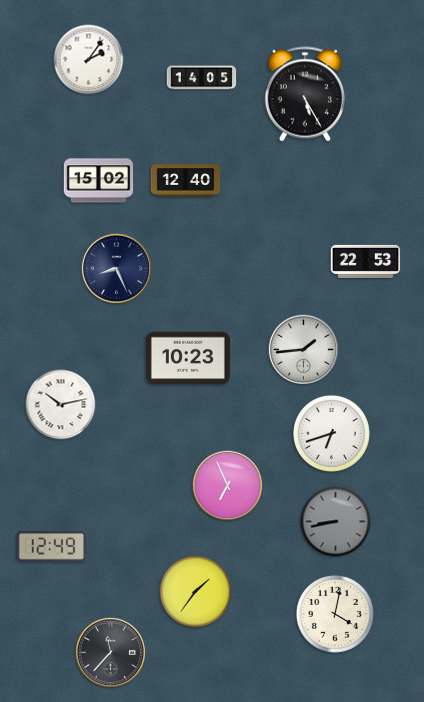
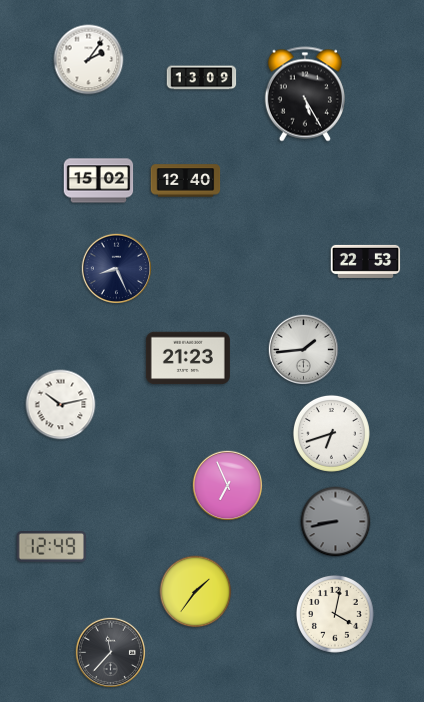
clock at (202, 78): 14:05 -> 13:09
clock at (188, 358): 10:23 -> 21:23
